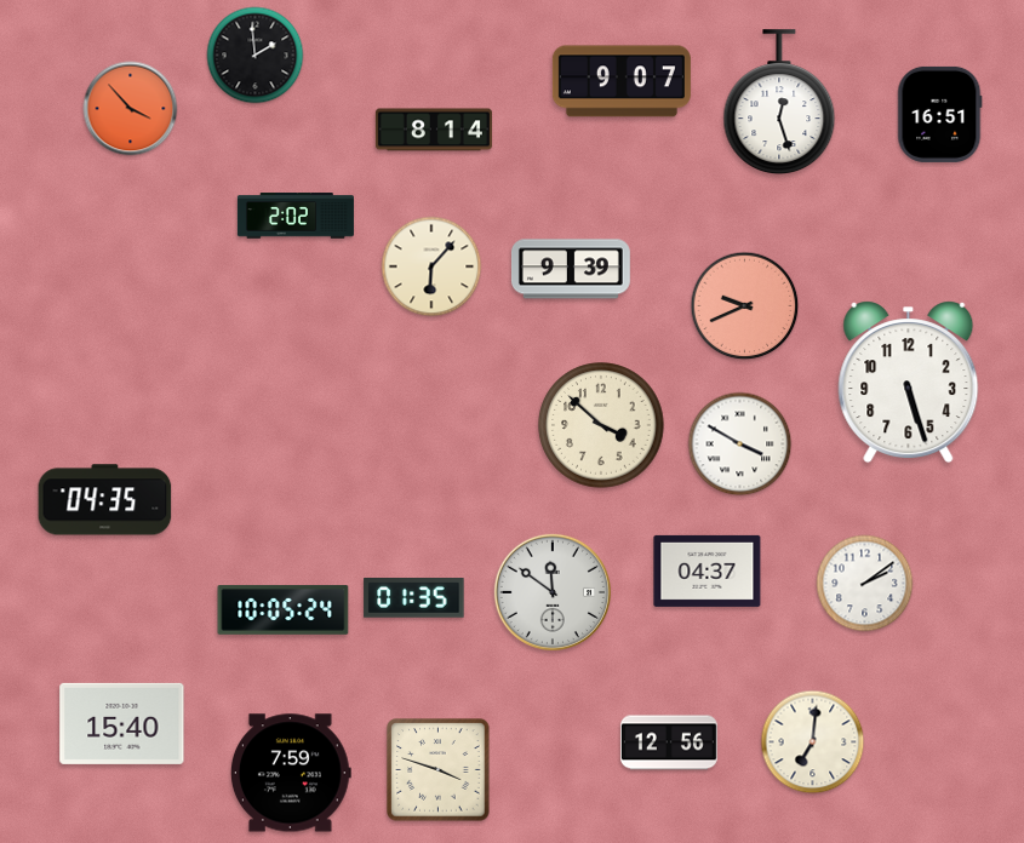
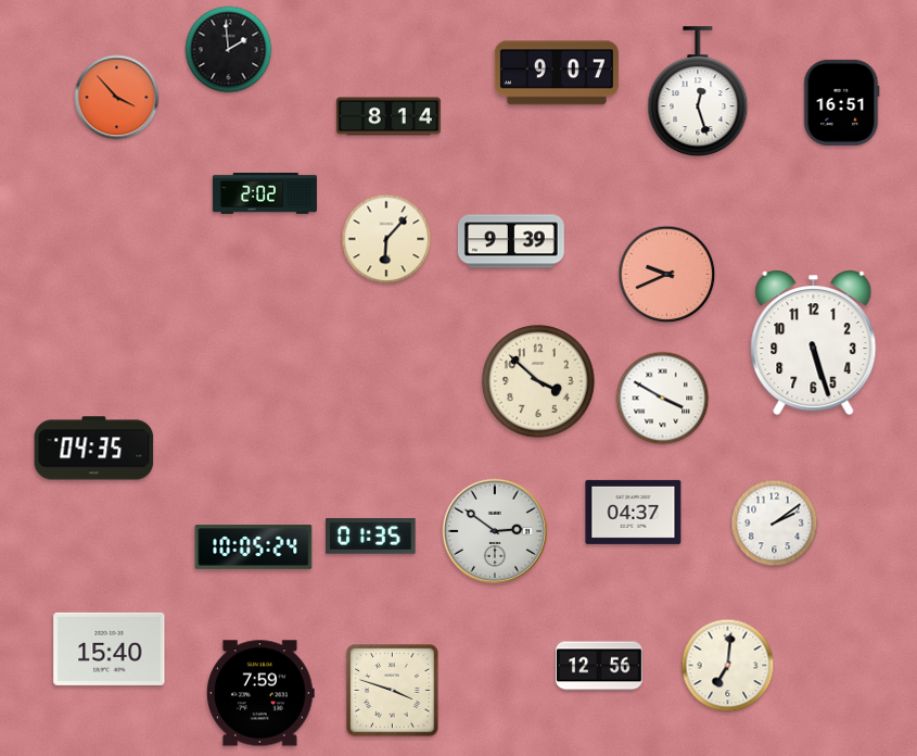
clock at (551, 591): 11:51 -> 2:51
